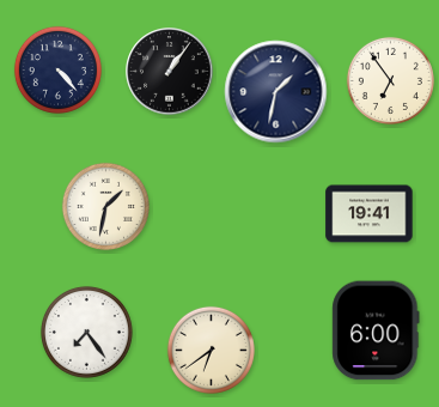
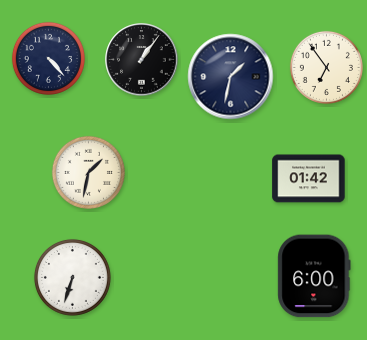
clock at (370, 214): 19:41 -> 01:42
clock at (86, 332): 7:24 -> 6:33
clock at (211, 350): 6:39 -> none
